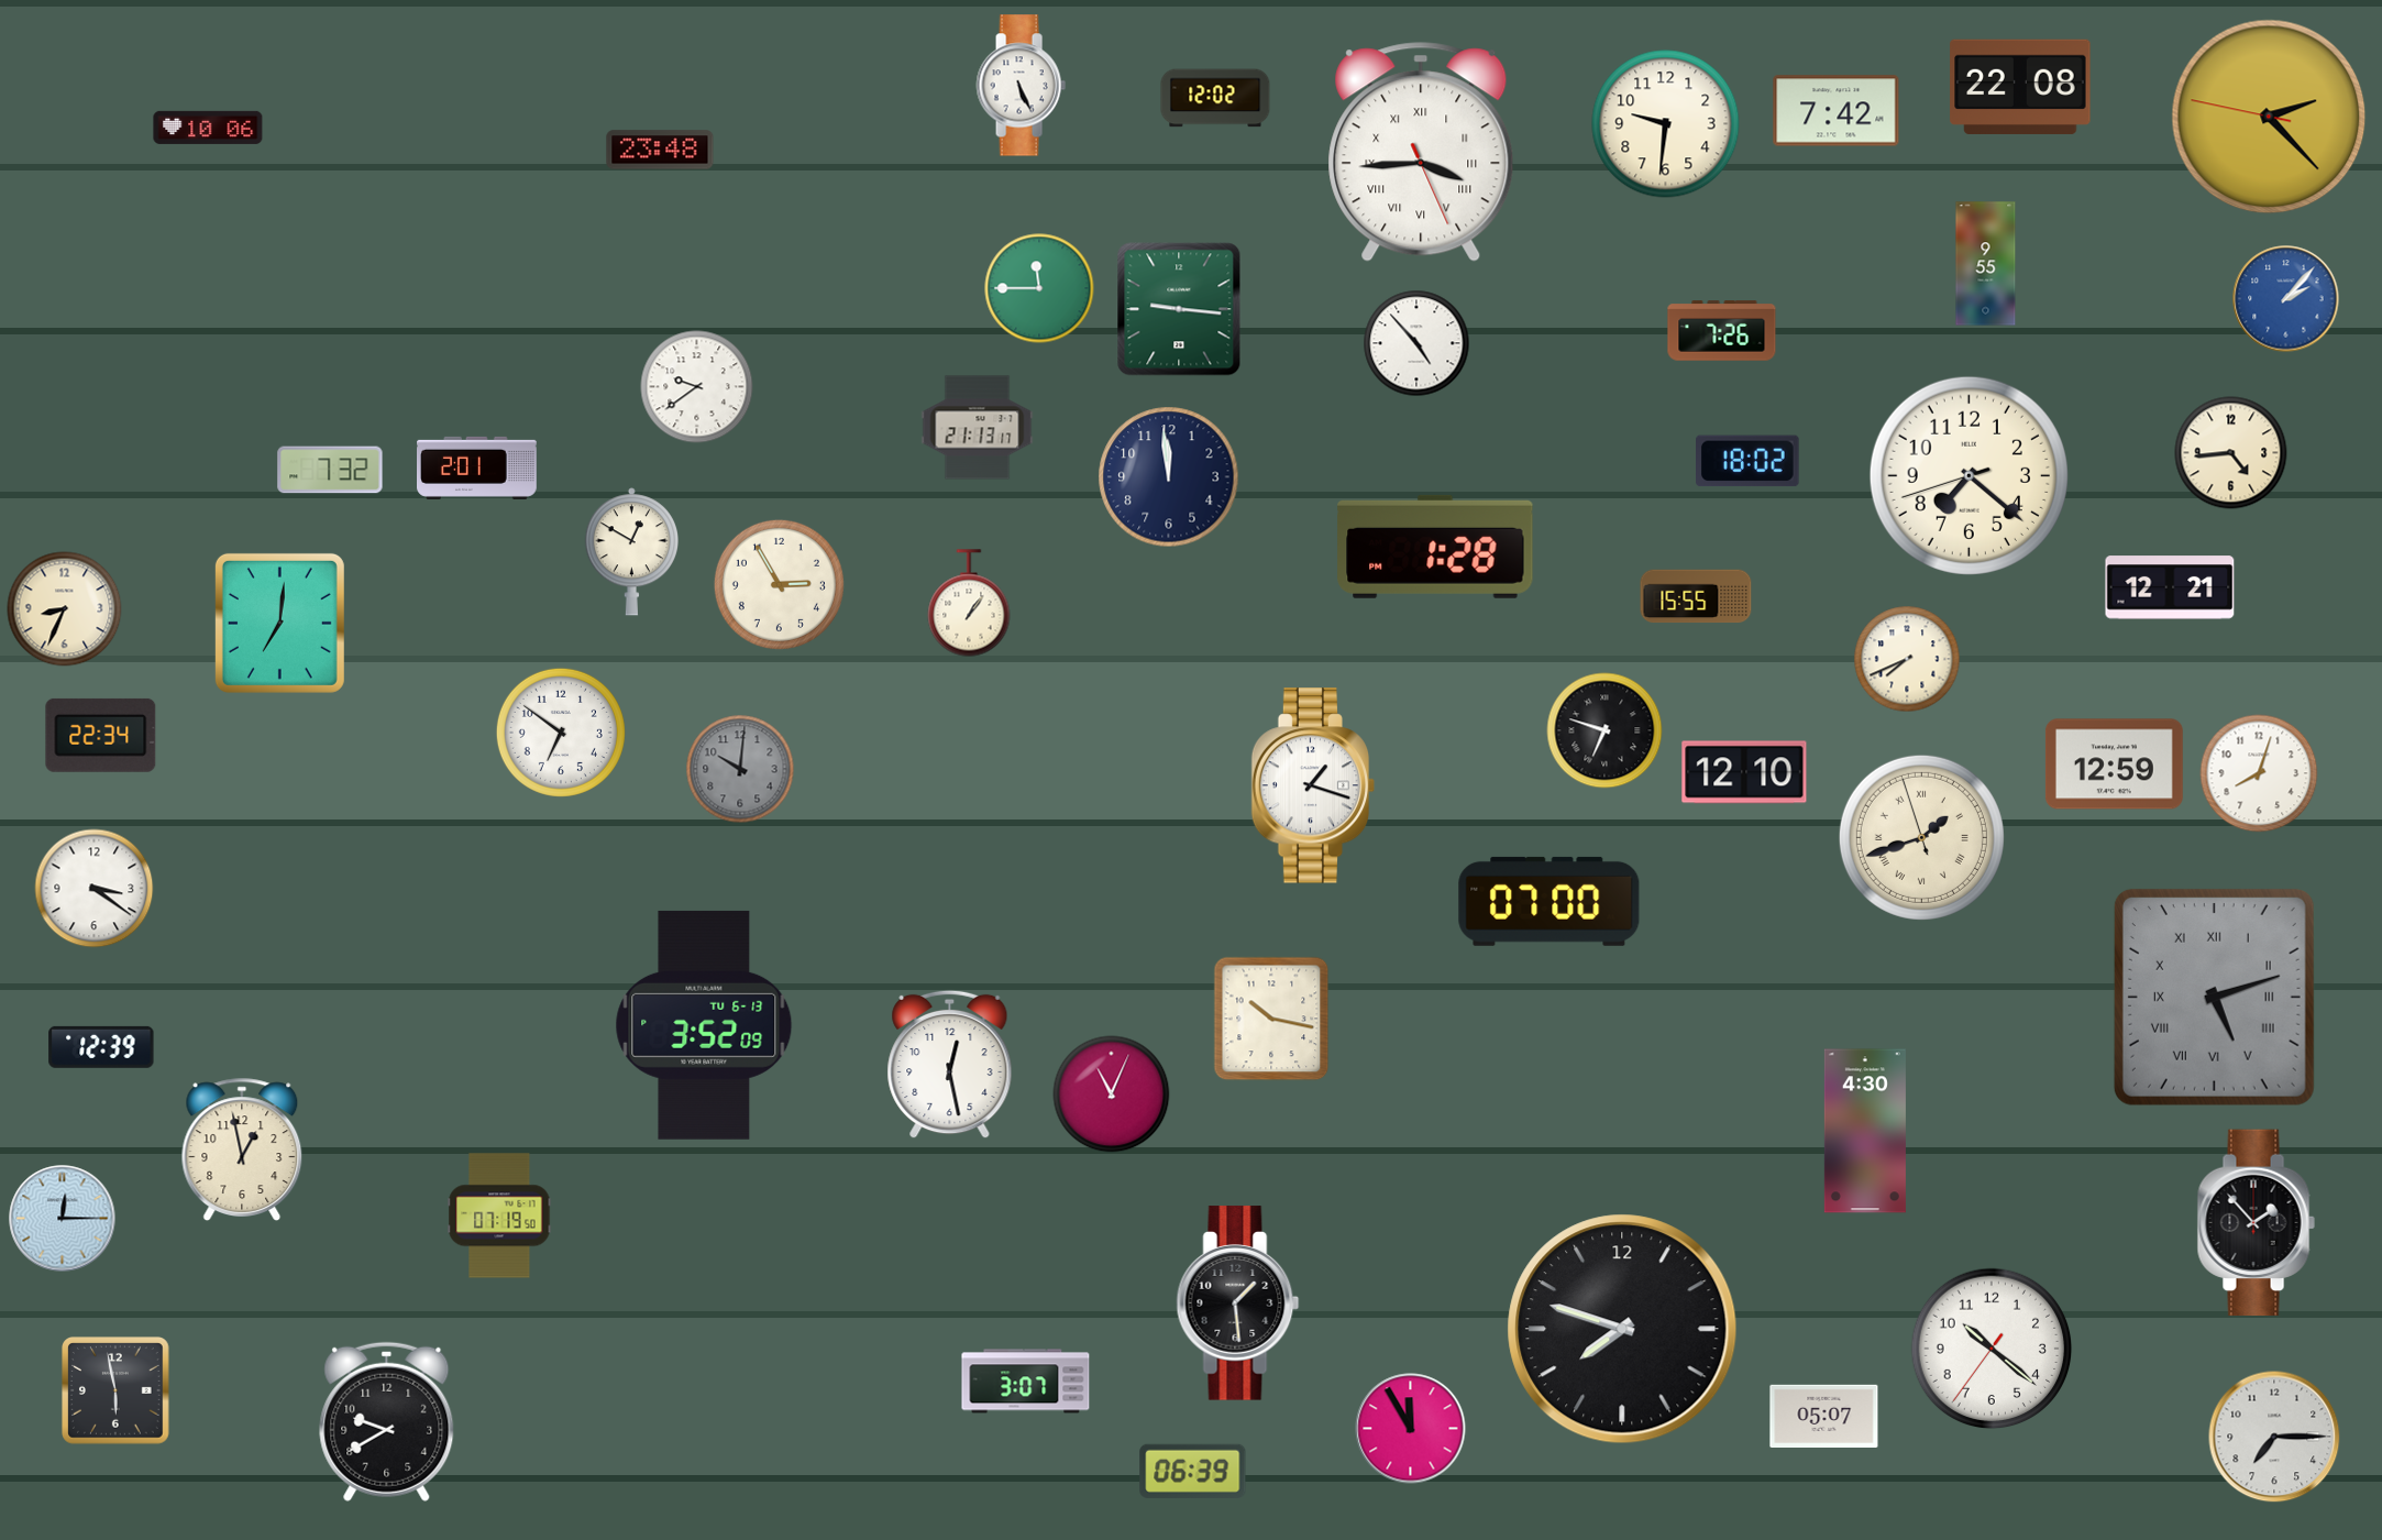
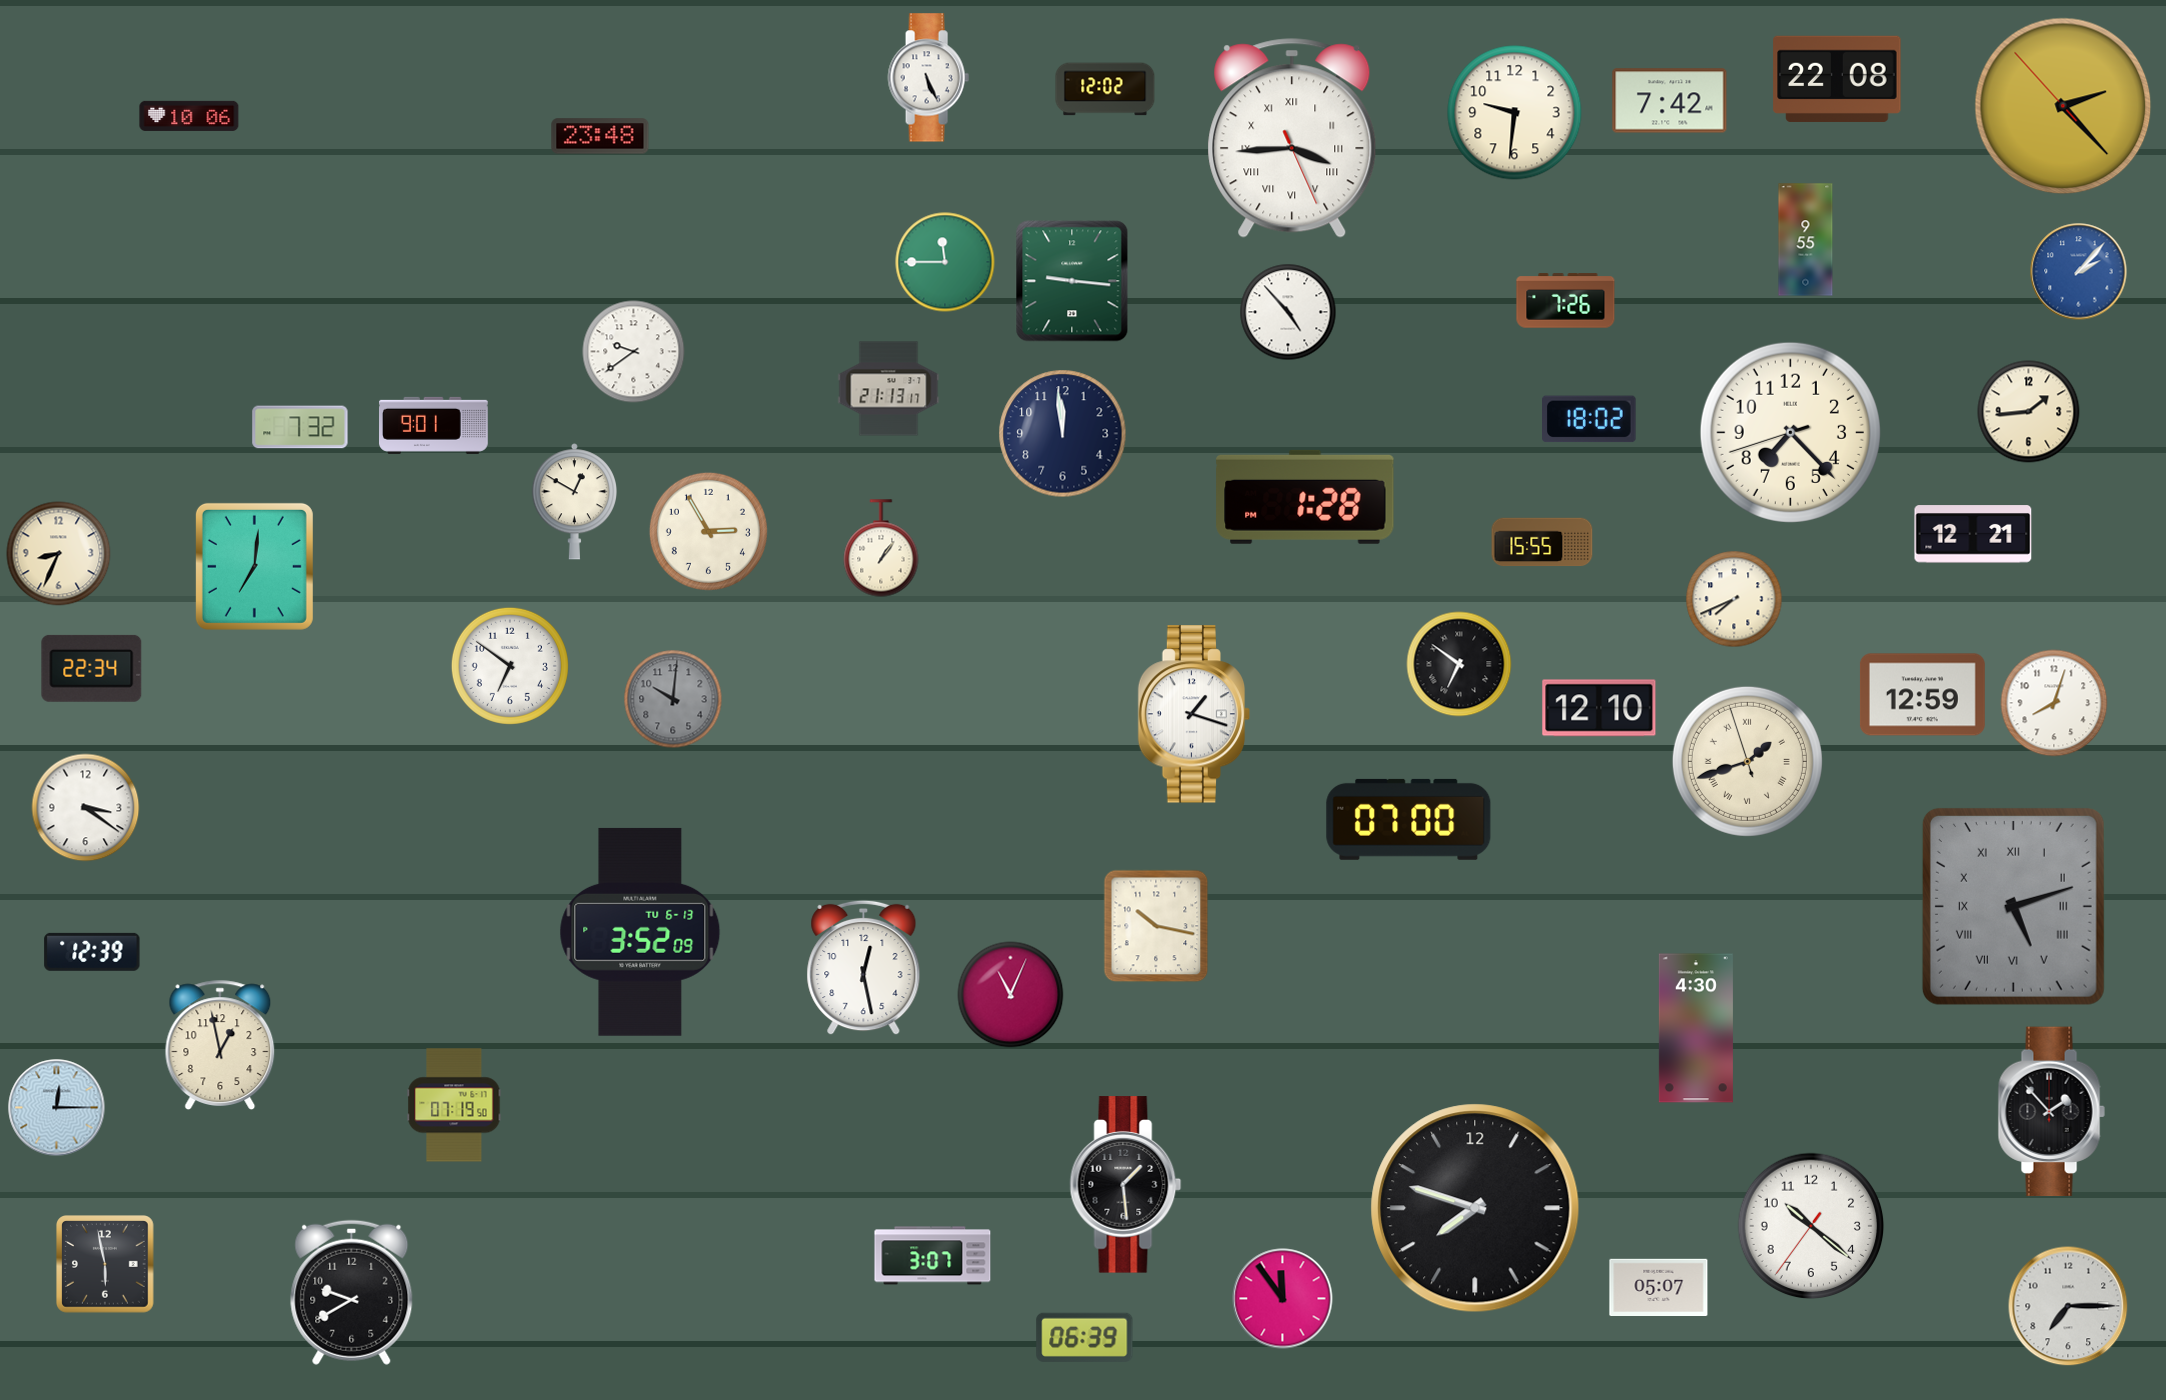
clock at (2269, 117): 2:22:47 -> 2:22:53
clock at (2231, 453): 4:44 -> 1:44
clock at (477, 468): 2:01 -> 9:01
clock at (1969, 475): 7:21 -> 7:22
clock at (1604, 730): 6:48 -> 6:51
clock at (1744, 772) position: (1744, 772) -> (1599, 708)
clock at (1411, 1429): 11:55 -> 11:54
